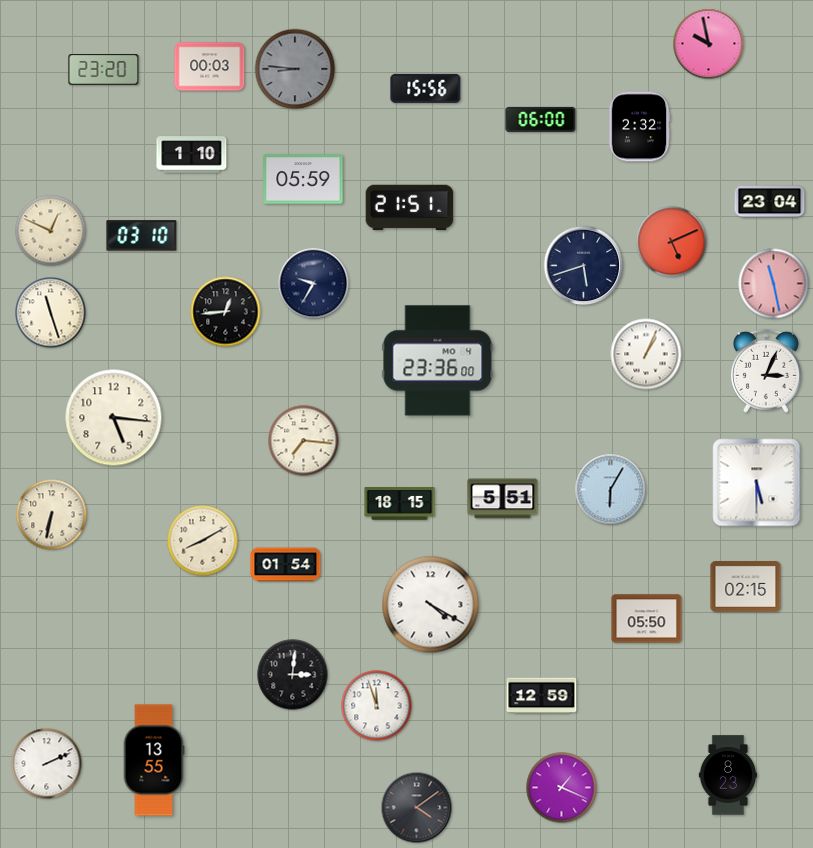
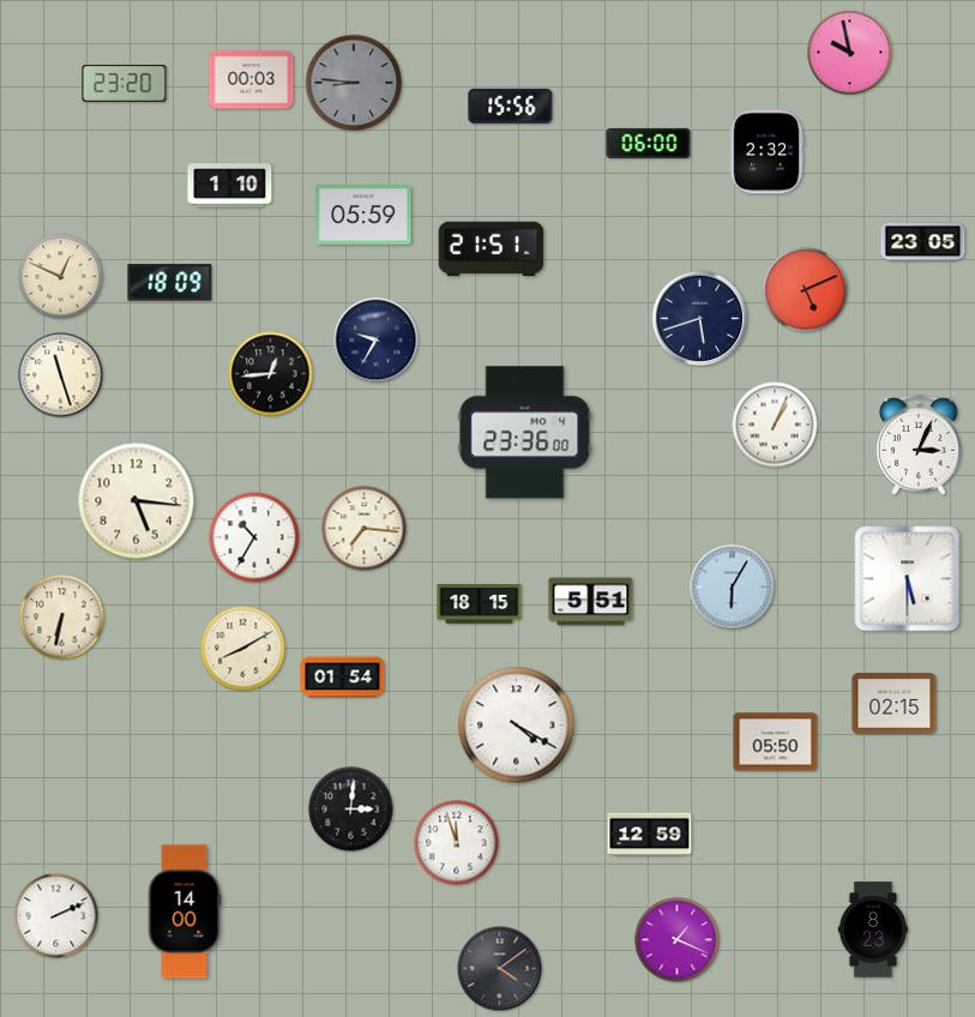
clock at (770, 202): 23:04 -> 23:05
clock at (142, 236): 03:10 -> 18:09
clock at (774, 284): 11:28 -> none
clock at (254, 537): none -> 10:35
clock at (503, 499) position: (503, 499) -> (591, 602)
clock at (377, 706) position: (377, 706) -> (457, 843)
clock at (154, 760): 13:55 -> 14:00
clock at (562, 788) position: (562, 788) -> (678, 940)
